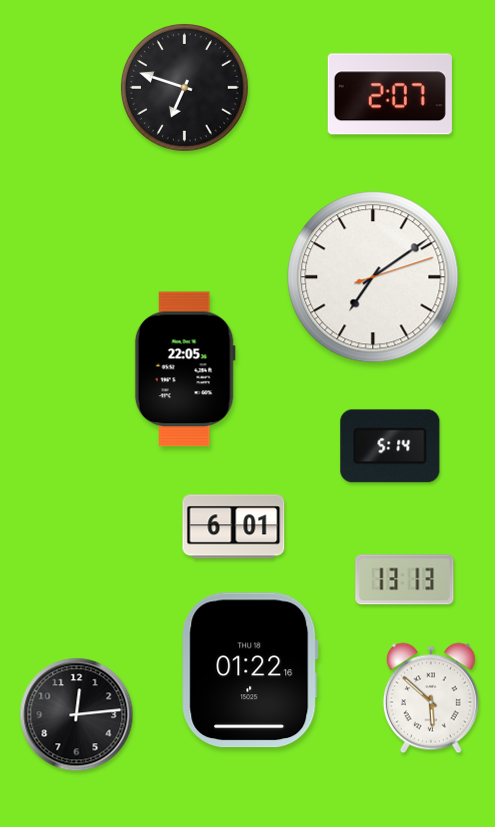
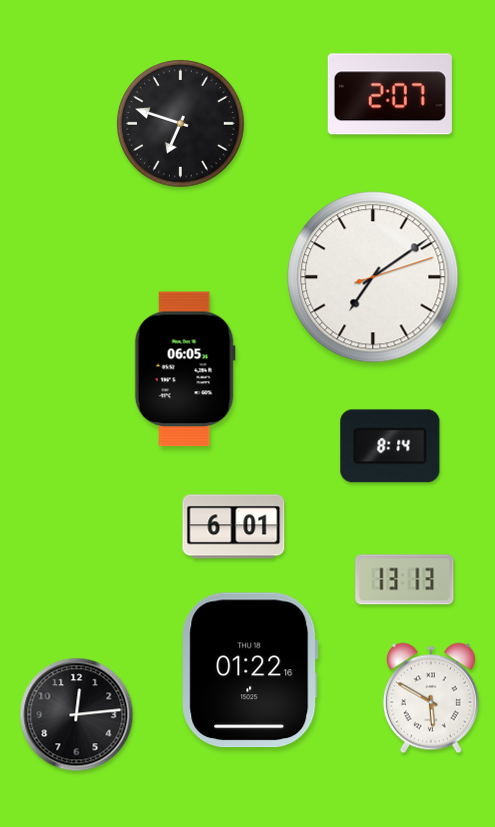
clock at (185, 88) position: (185, 88) -> (181, 124)
clock at (185, 369): 22:05 -> 06:05
clock at (390, 446): 5:14 -> 8:14
clock at (431, 698): 5:52 -> 5:50
